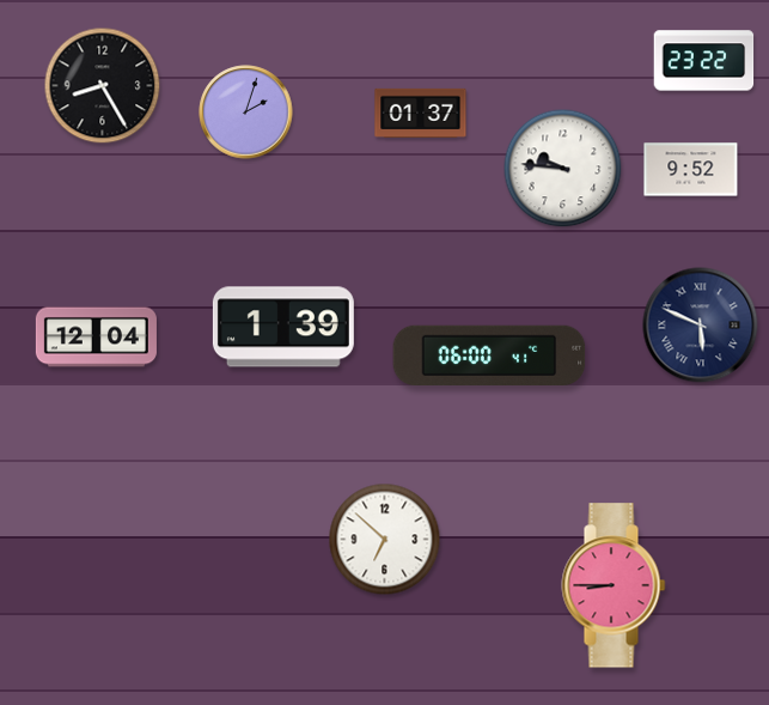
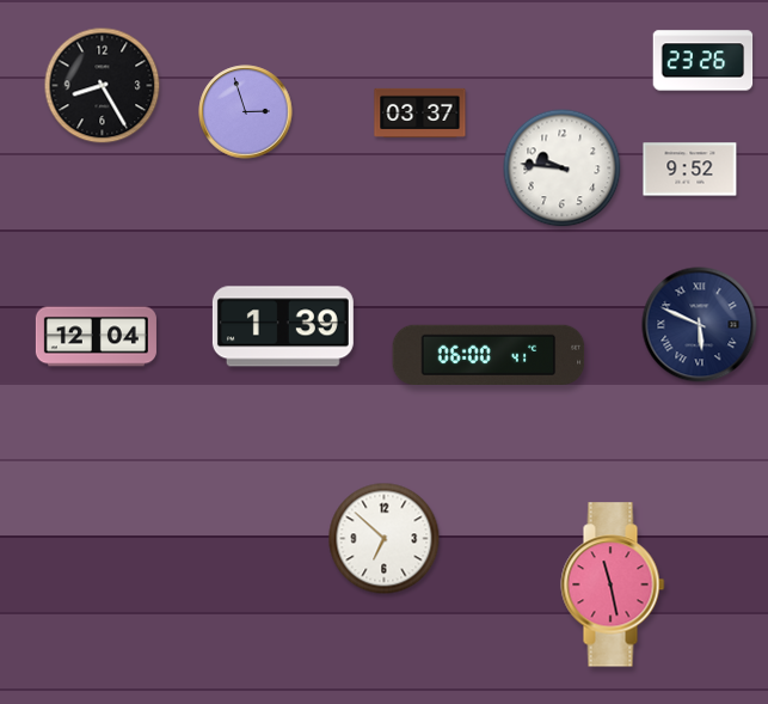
clock at (704, 61): 23:22 -> 23:26
clock at (246, 113): 2:03 -> 2:57
clock at (421, 113): 01:37 -> 03:37
clock at (614, 585): 8:45 -> 11:28
